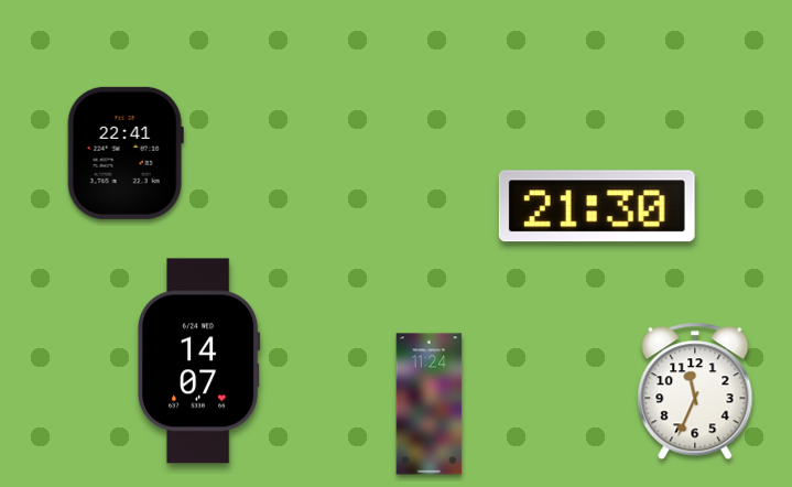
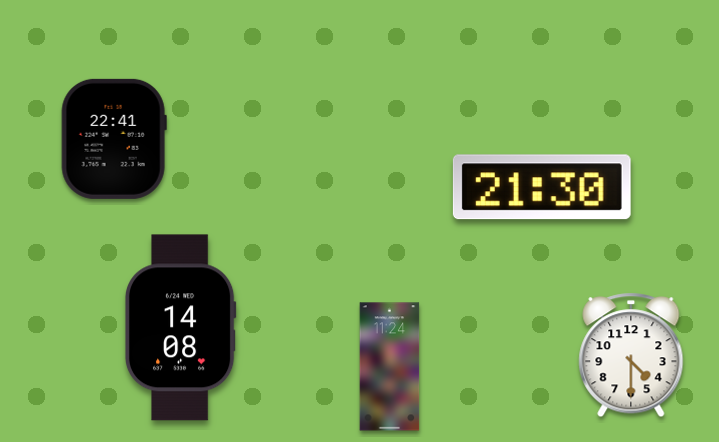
clock at (198, 361): 14:07 -> 14:08
clock at (695, 391): 11:34 -> 4:30
